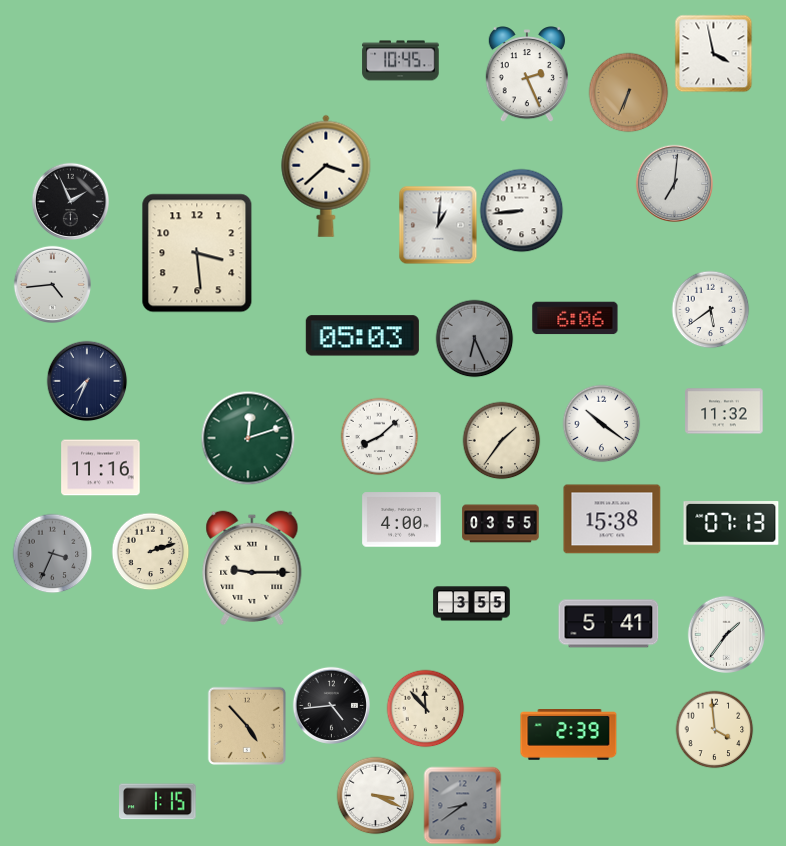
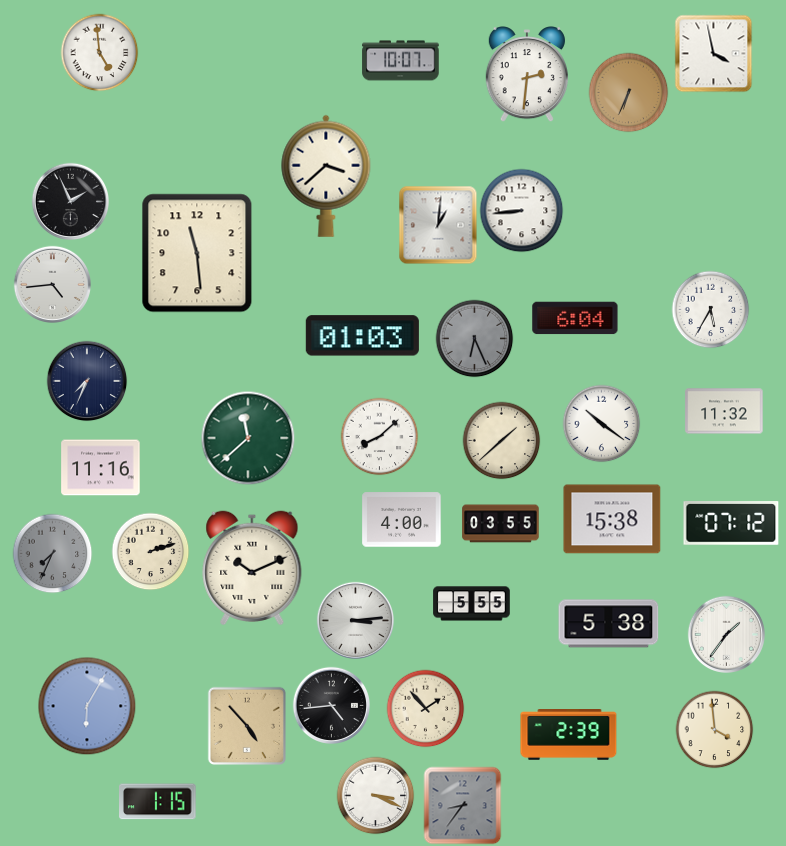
clock at (99, 52): none -> 4:59
clock at (401, 61): 10:45 -> 10:07
clock at (527, 74): 2:26 -> 2:31
clock at (674, 183): 7:01 -> none
clock at (197, 253): 3:29 -> 11:29
clock at (710, 309): 5:39 -> 5:35
clock at (575, 318): 6:06 -> 6:04
clock at (362, 336): 05:03 -> 01:03
clock at (248, 438): 12:12 -> 11:38
clock at (501, 440): 1:36 -> 1:38
clock at (731, 523): 07:13 -> 07:12
clock at (52, 553): 3:34 -> 7:34
clock at (252, 568): 9:15 -> 10:11
clock at (472, 604): 3:55 -> 5:55
clock at (355, 620): none -> 3:14
clock at (609, 624): 5:41 -> 5:38
clock at (87, 706): none -> 6:05
clock at (425, 708): 11:53 -> 1:53
clock at (462, 805): 8:39 -> 8:36
